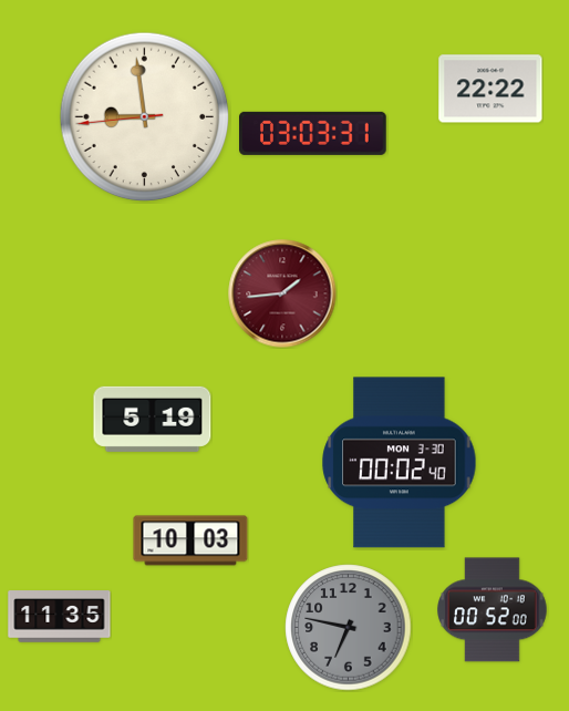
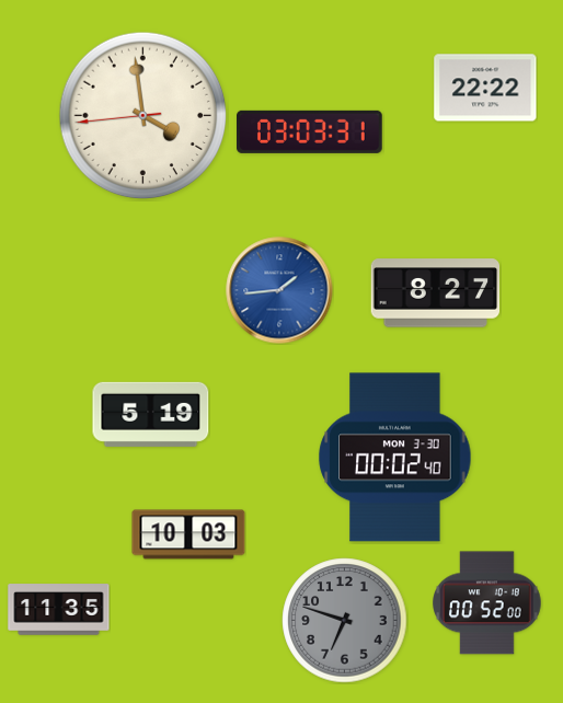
clock at (145, 117): 8:58 -> 3:58
clock at (282, 293) dial: burgundy -> blue
clock at (436, 293): none -> 8:27
clock at (349, 628): 6:47 -> 6:48
